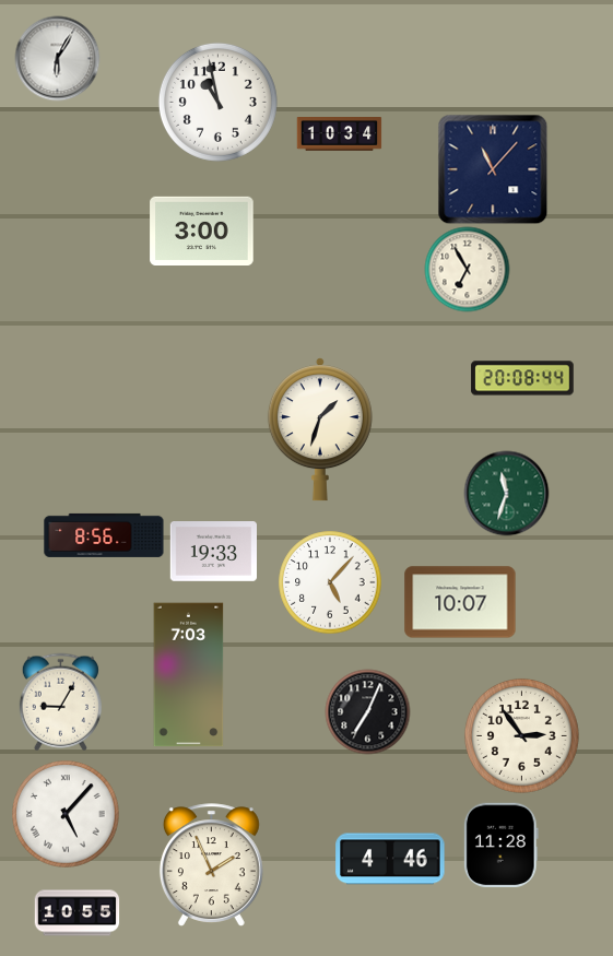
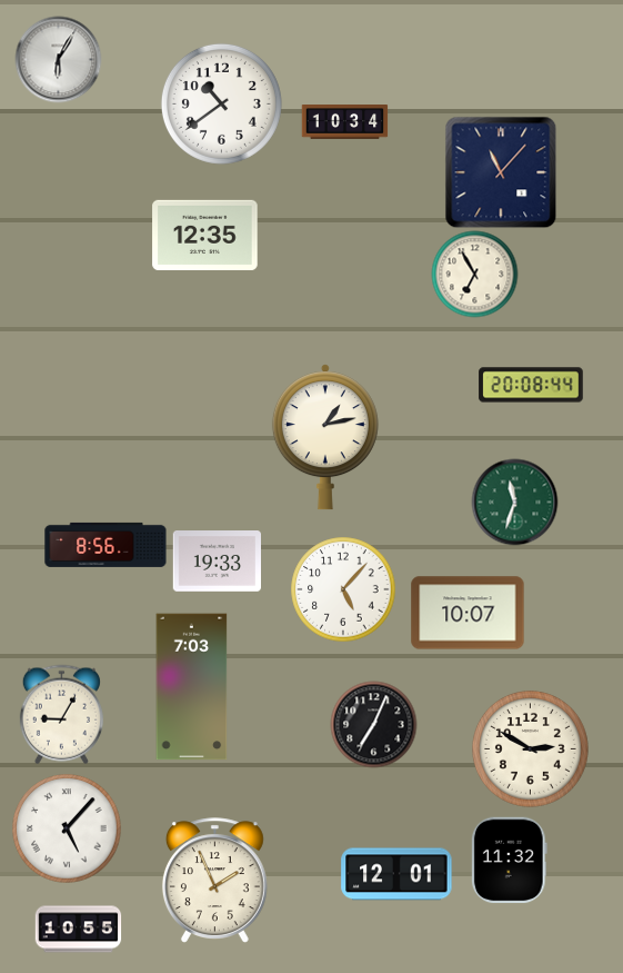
clock at (217, 102): 10:58 -> 10:39
clock at (339, 134) position: (339, 134) -> (344, 122)
clock at (202, 231): 3:00 -> 12:35
clock at (320, 429): 1:33 -> 1:13
clock at (330, 582) position: (330, 582) -> (343, 589)
clock at (521, 735): 2:54 -> 2:50
clock at (500, 845): 11:28 -> 11:32
clock at (390, 859): 4:46 -> 12:01
